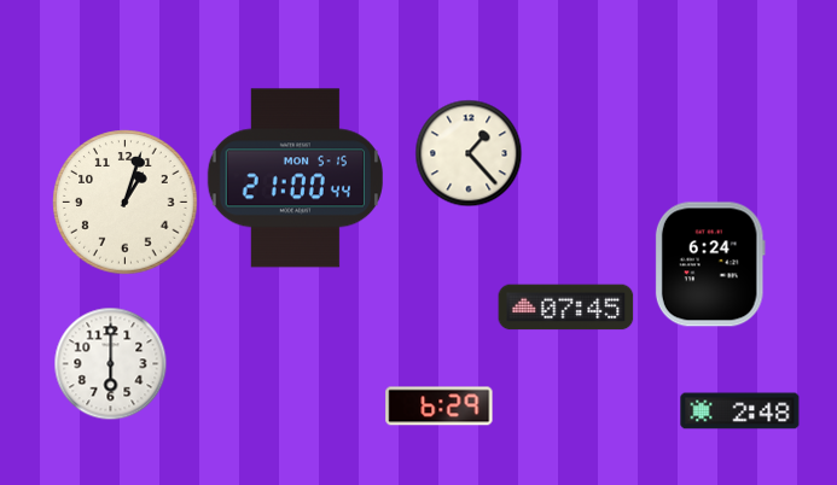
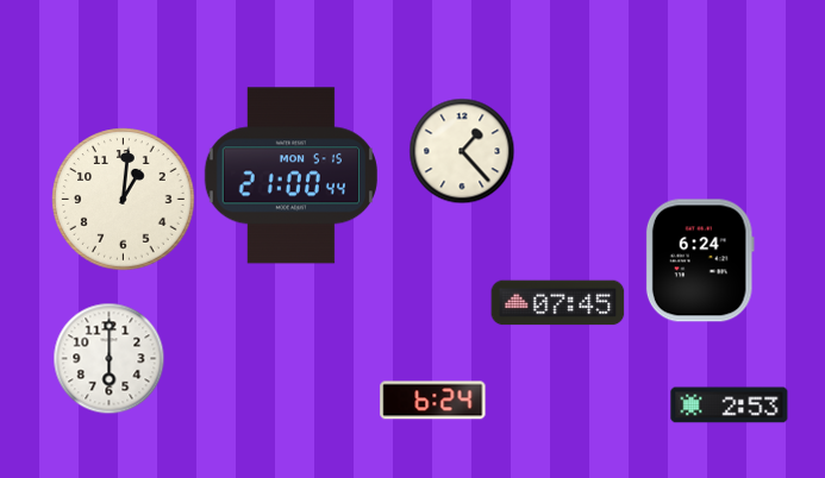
clock at (126, 203): 1:03 -> 1:01
clock at (440, 407): 6:29 -> 6:24
clock at (740, 411): 2:48 -> 2:53
